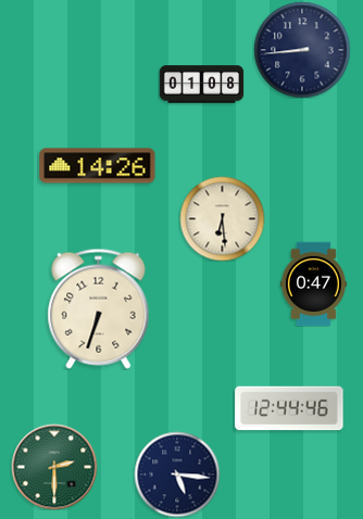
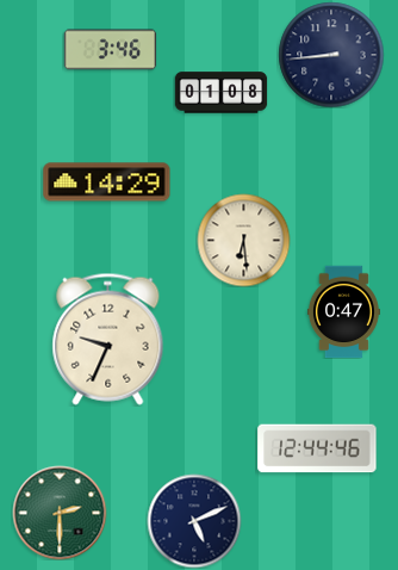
clock at (110, 50): none -> 3:46
clock at (98, 166): 14:26 -> 14:29
clock at (99, 308): 6:33 -> 9:34
clock at (177, 474): 5:16 -> 5:11
